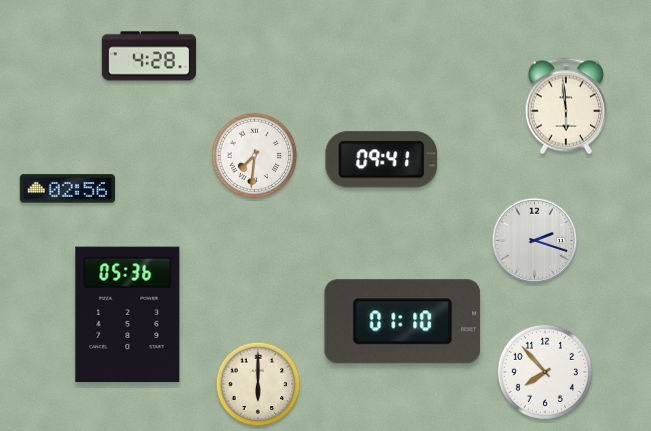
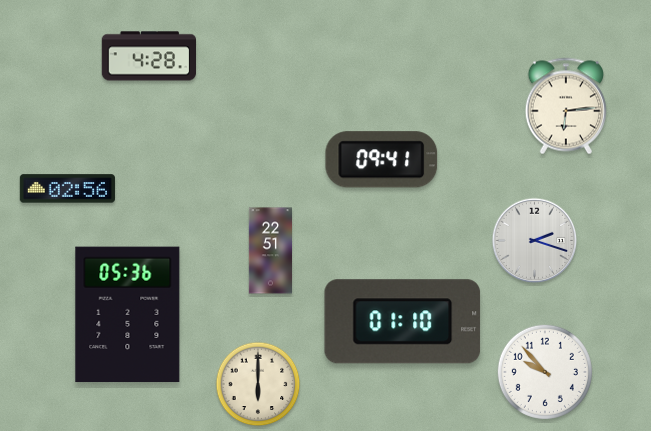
clock at (565, 106): 5:59 -> 6:14
clock at (255, 156): 7:31 -> none
clock at (270, 251): none -> 22:51
clock at (545, 372): 7:53 -> 9:53
